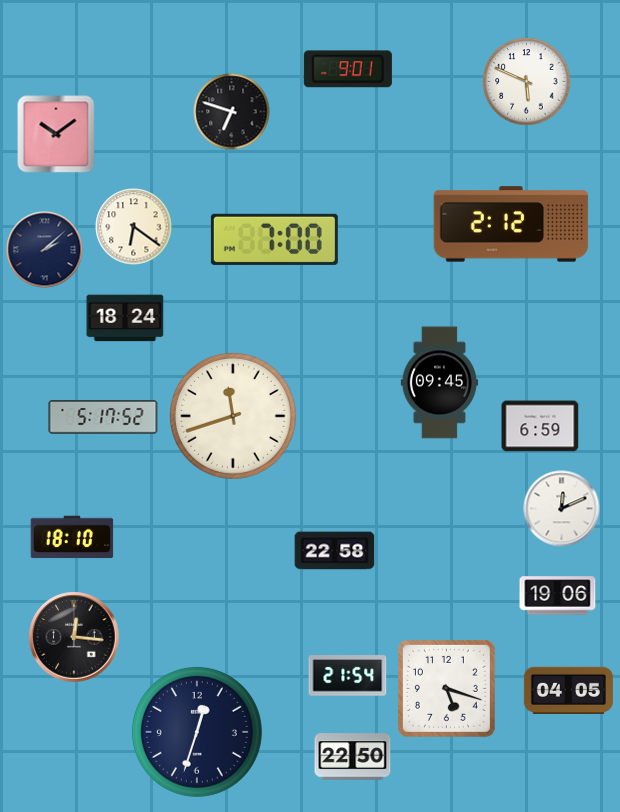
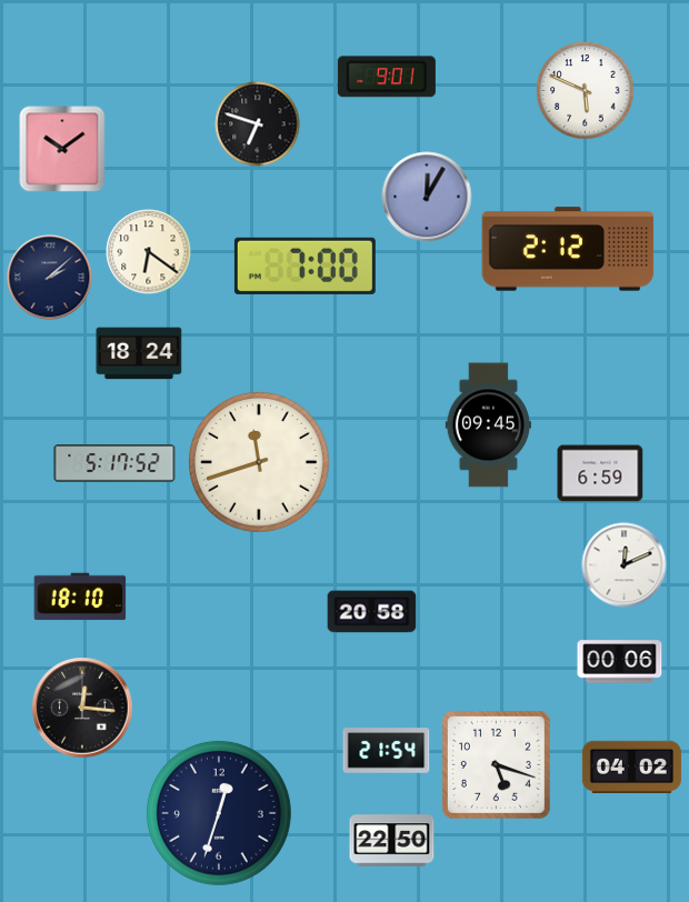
clock at (427, 197): none -> 12:05
clock at (335, 551): 22:58 -> 20:58
clock at (558, 596): 19:06 -> 00:06
clock at (568, 690): 04:05 -> 04:02
